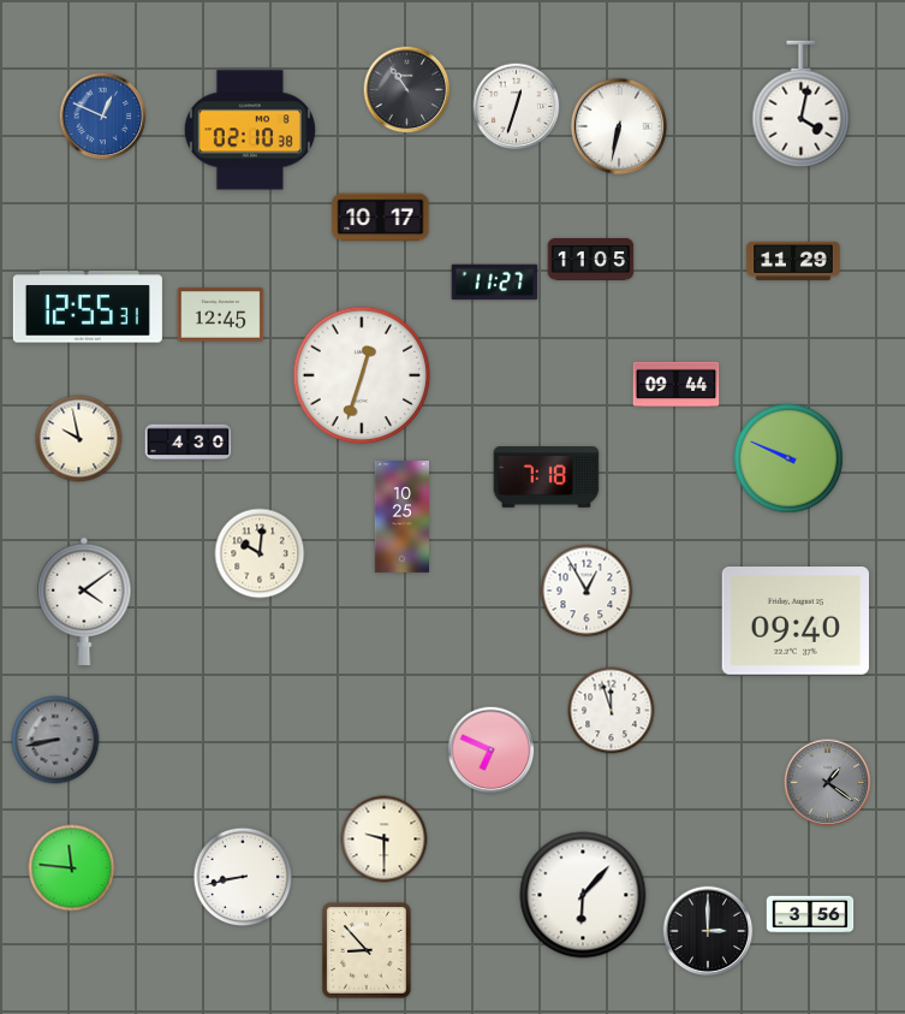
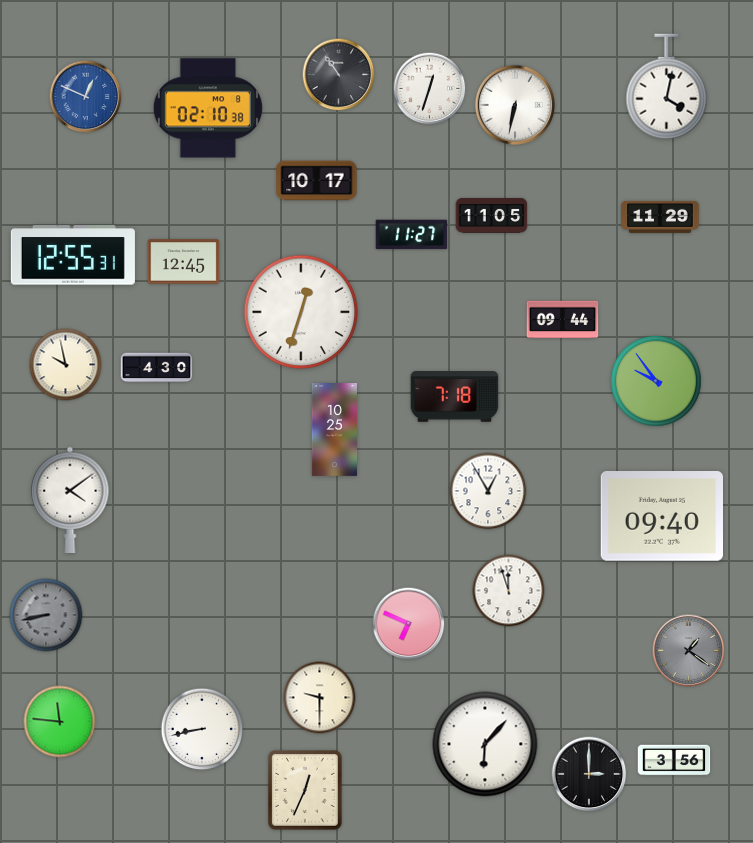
clock at (788, 458): 9:49 -> 9:54
clock at (260, 553): 10:01 -> none
clock at (368, 951): 8:53 -> 12:34
